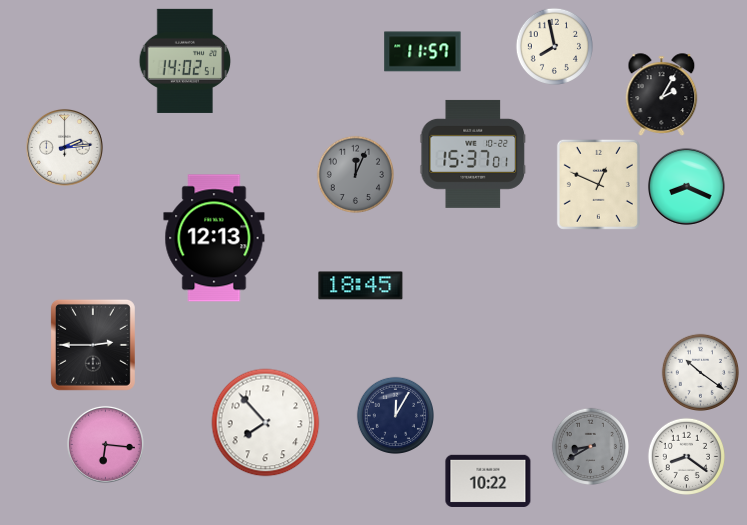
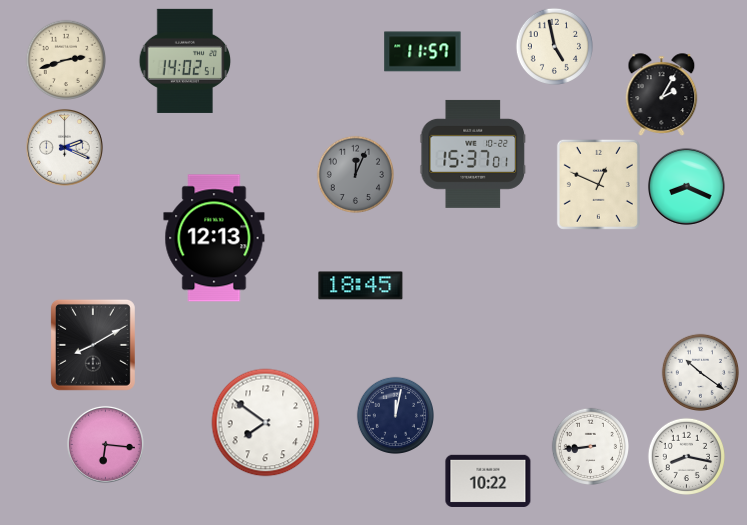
clock at (554, 46): 7:58 -> 4:58
clock at (65, 59): none -> 2:42
clock at (64, 147): 2:14 -> 2:19
clock at (93, 345): 2:45 -> 8:10
clock at (395, 415): 12:05 -> 12:02
clock at (266, 423): 7:53 -> 7:51
clock at (590, 446): 8:40 -> 8:44
clock at (590, 446) dial: grey -> white
clock at (686, 456): 8:21 -> 8:17
